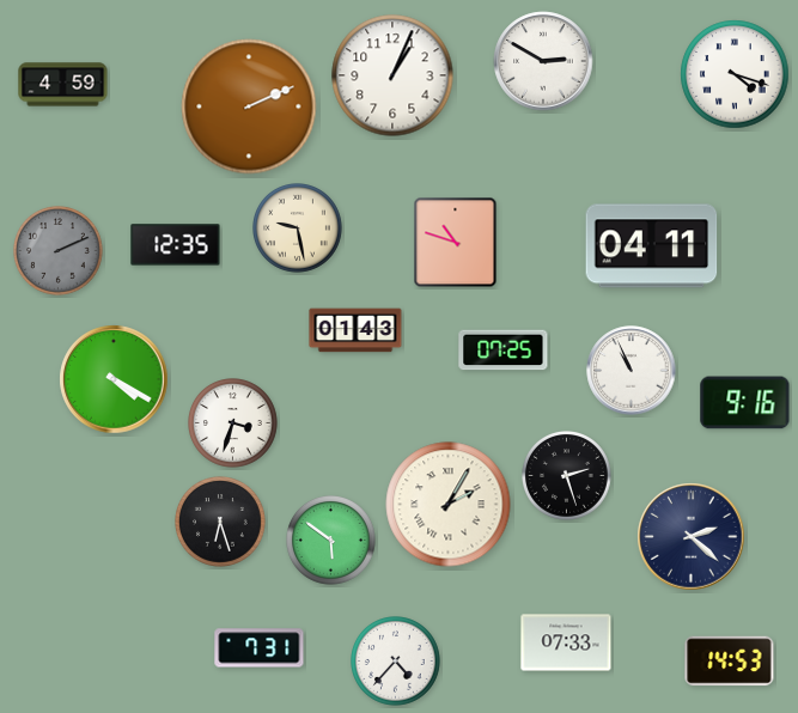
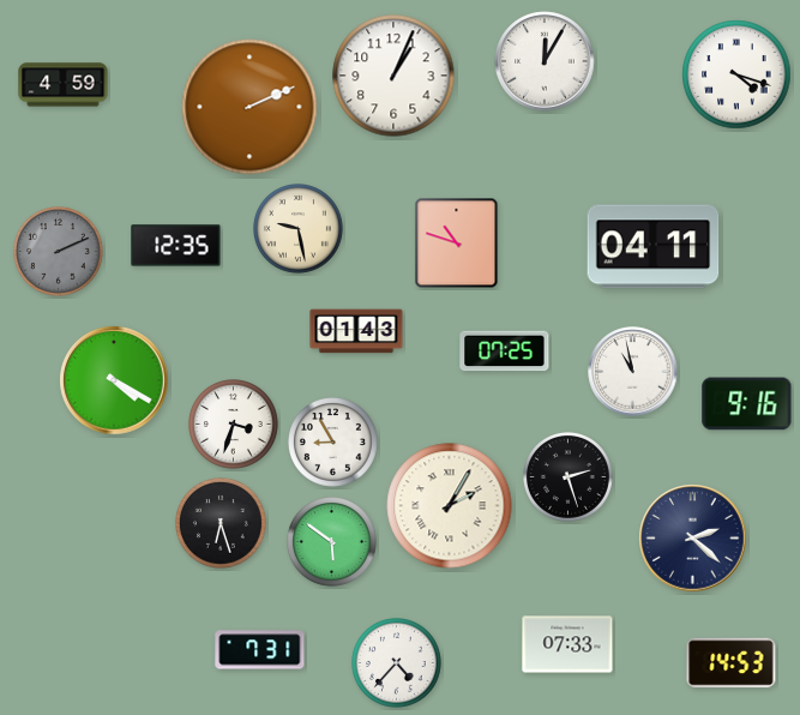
clock at (543, 61): 2:50 -> 12:05
clock at (632, 371): 10:56 -> 10:58
clock at (333, 443): none -> 8:55
